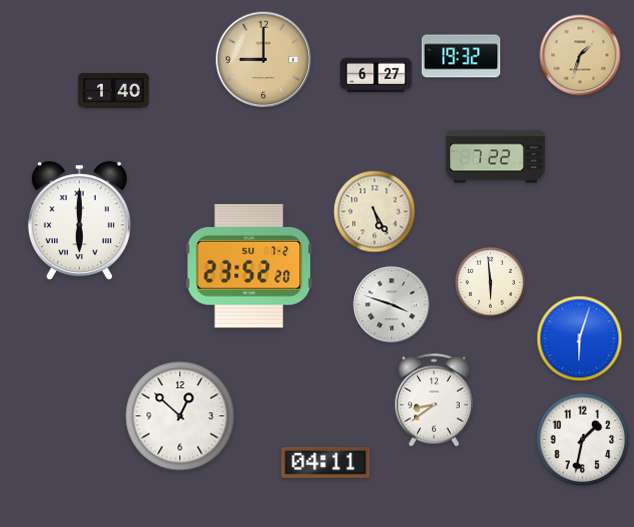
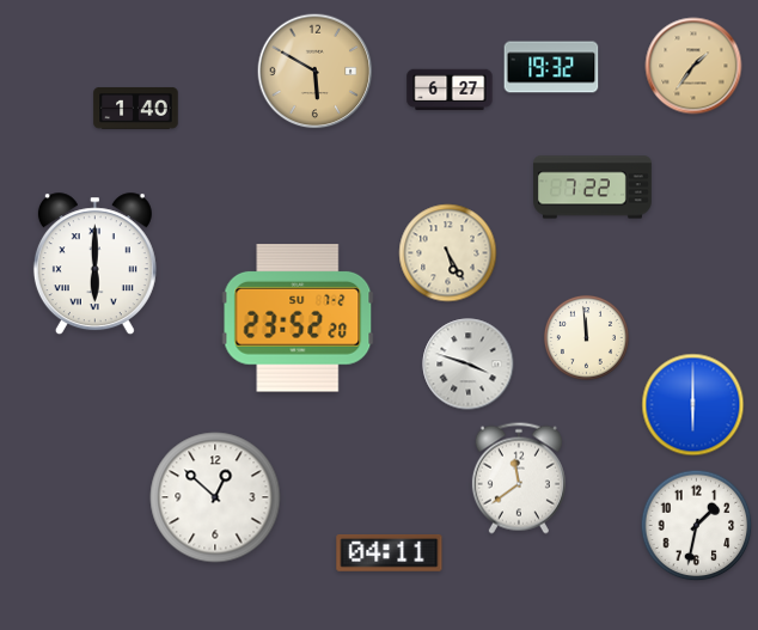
clock at (580, 55): 1:33 -> 1:36
clock at (264, 60): 9:00 -> 5:50
clock at (490, 282): 5:59 -> 11:59
clock at (580, 339): 6:03 -> 6:00
clock at (434, 400): 8:39 -> 11:39
